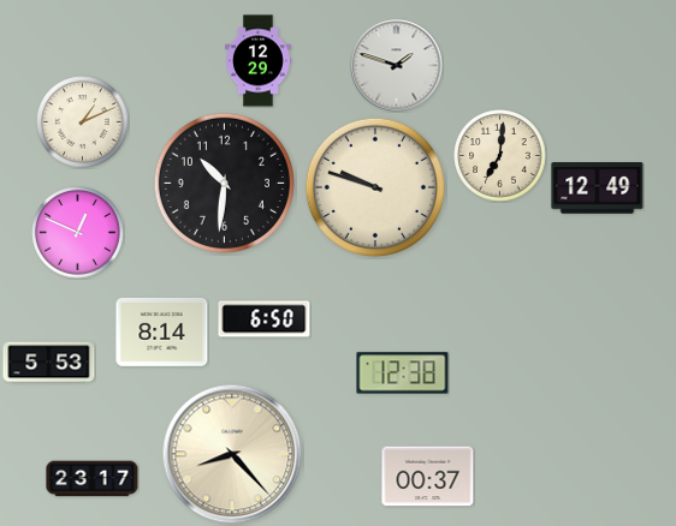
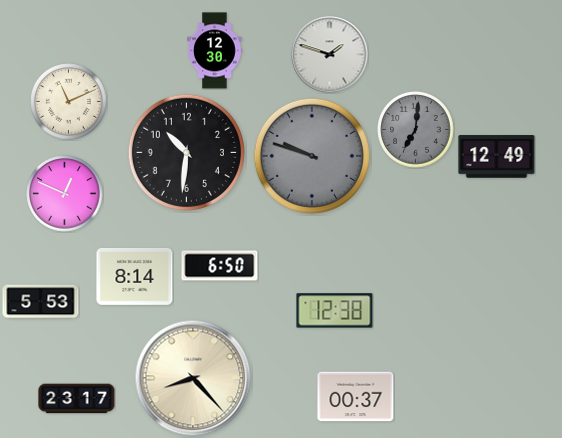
clock at (259, 61): 12:29 -> 12:30
clock at (83, 122): 1:11 -> 11:11
clock at (500, 156) dial: cream -> grey
clock at (375, 187) dial: cream -> grey
